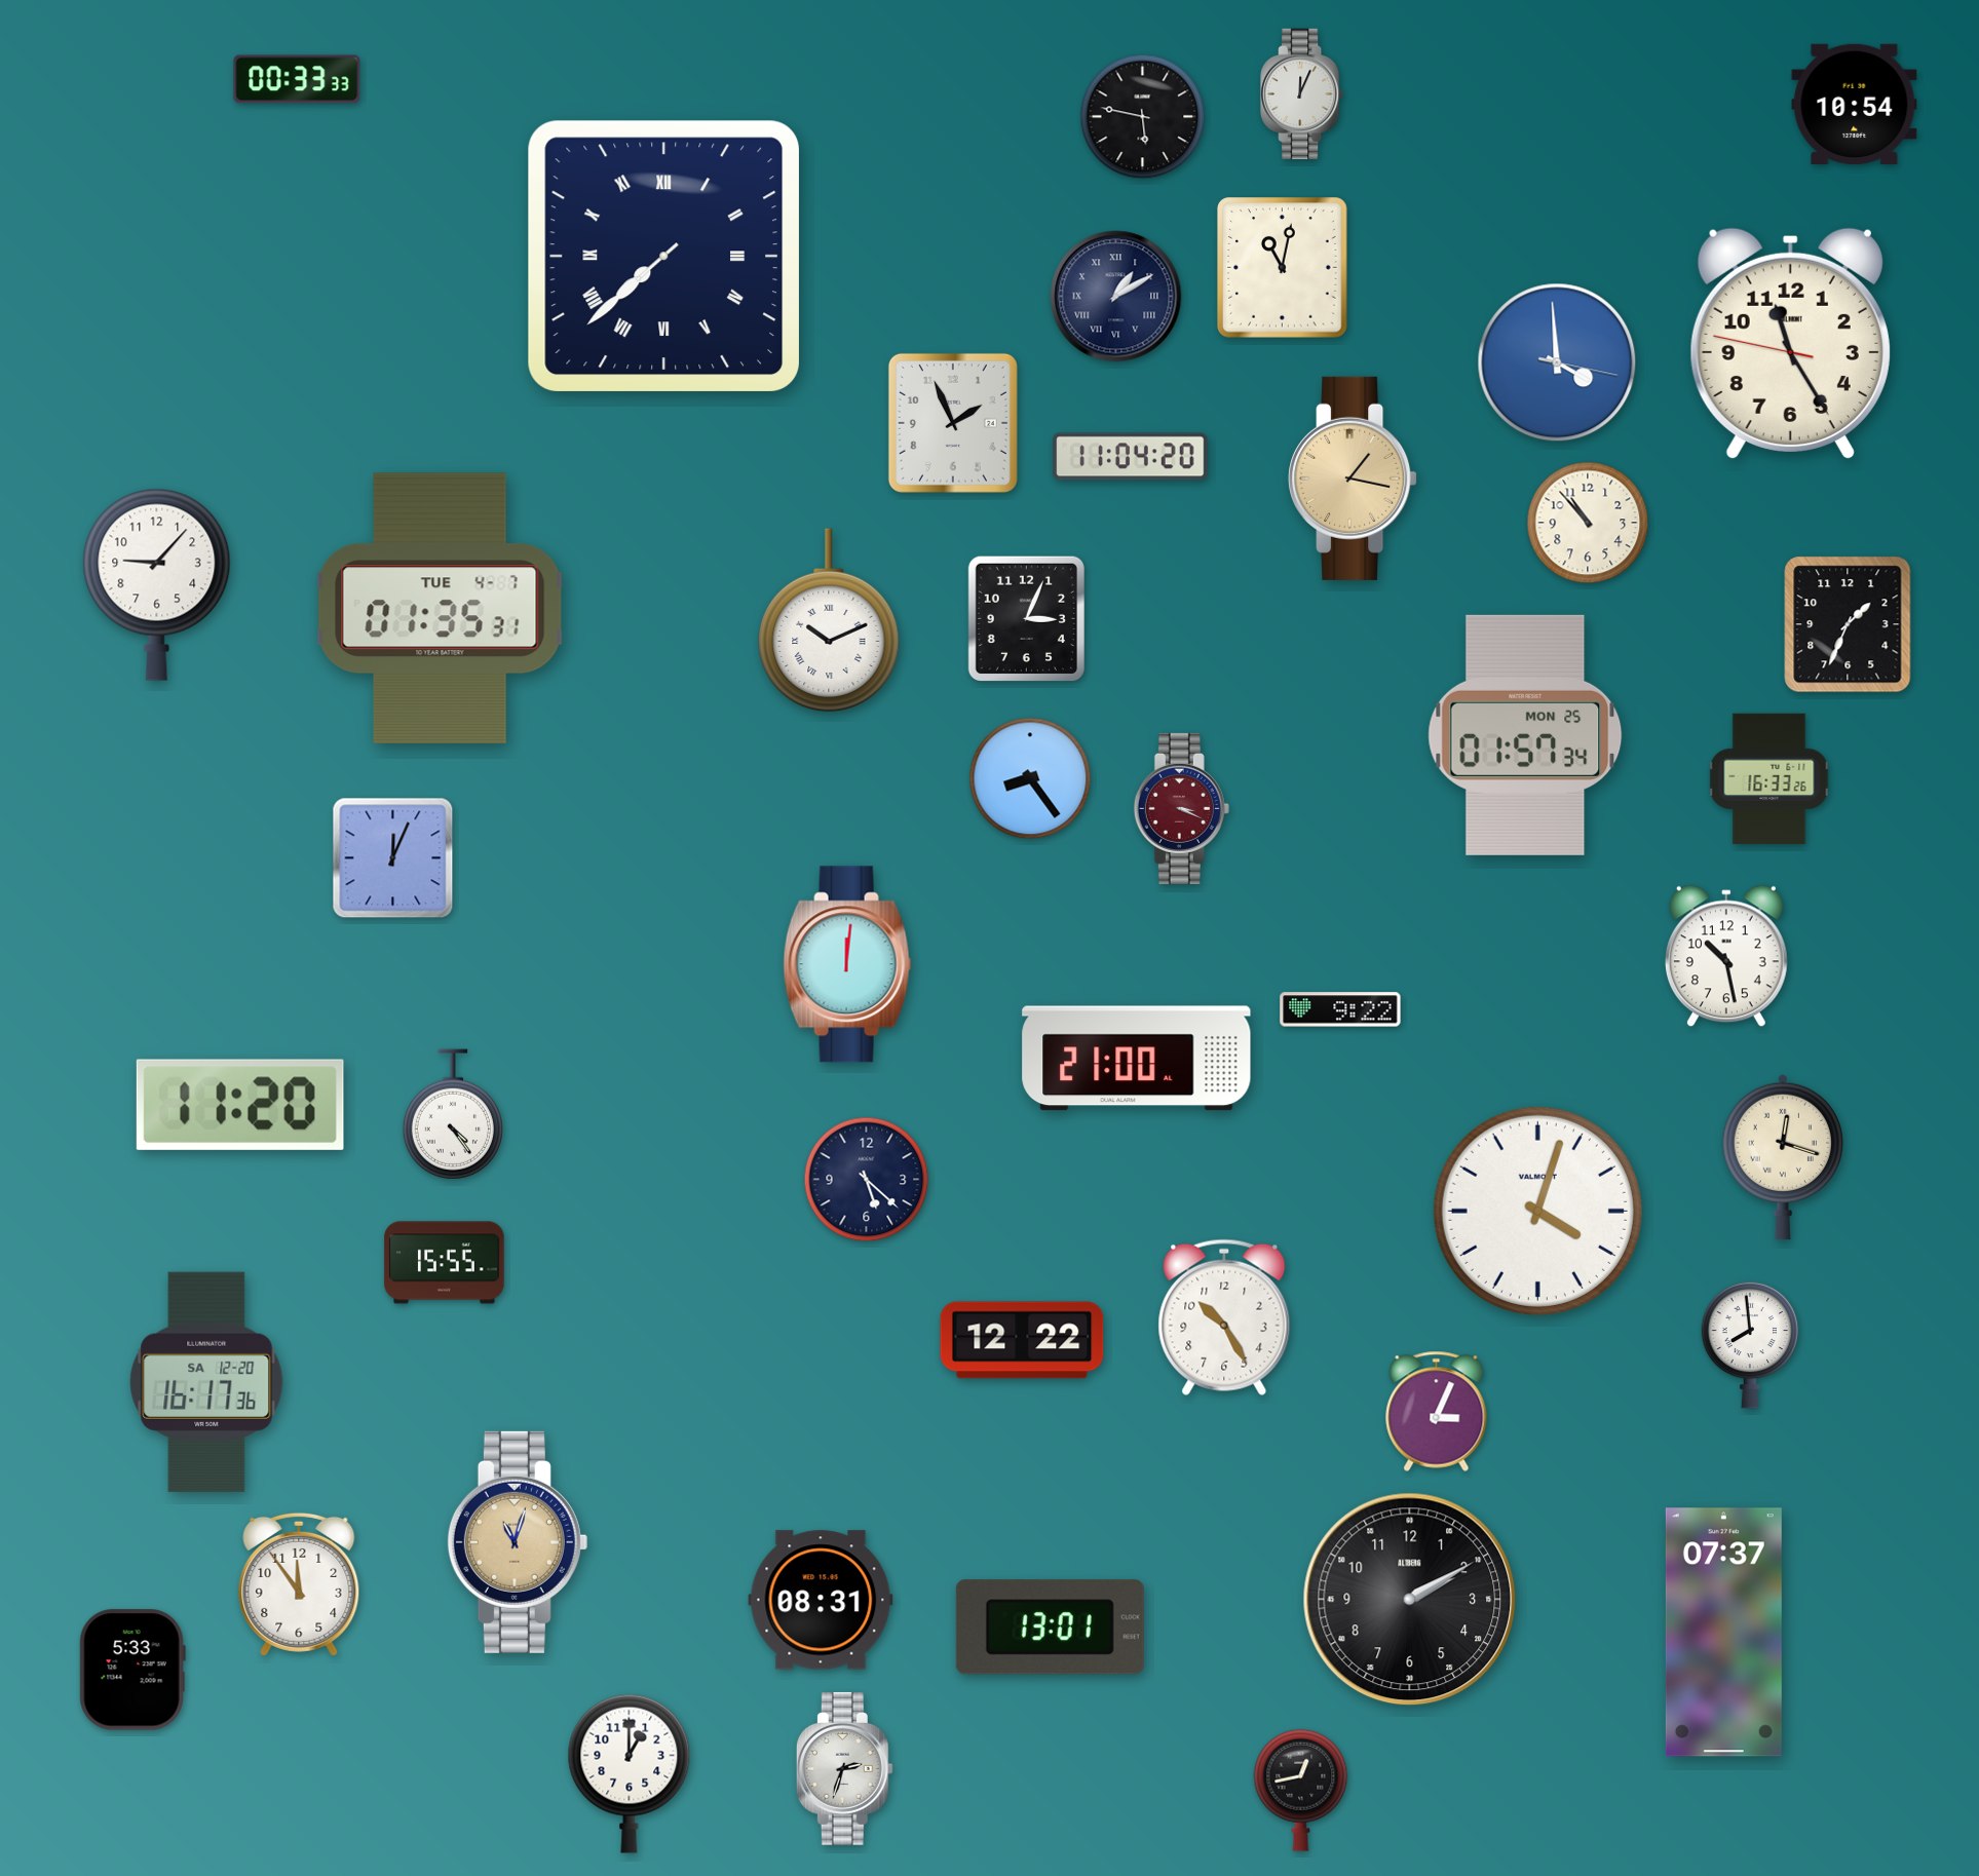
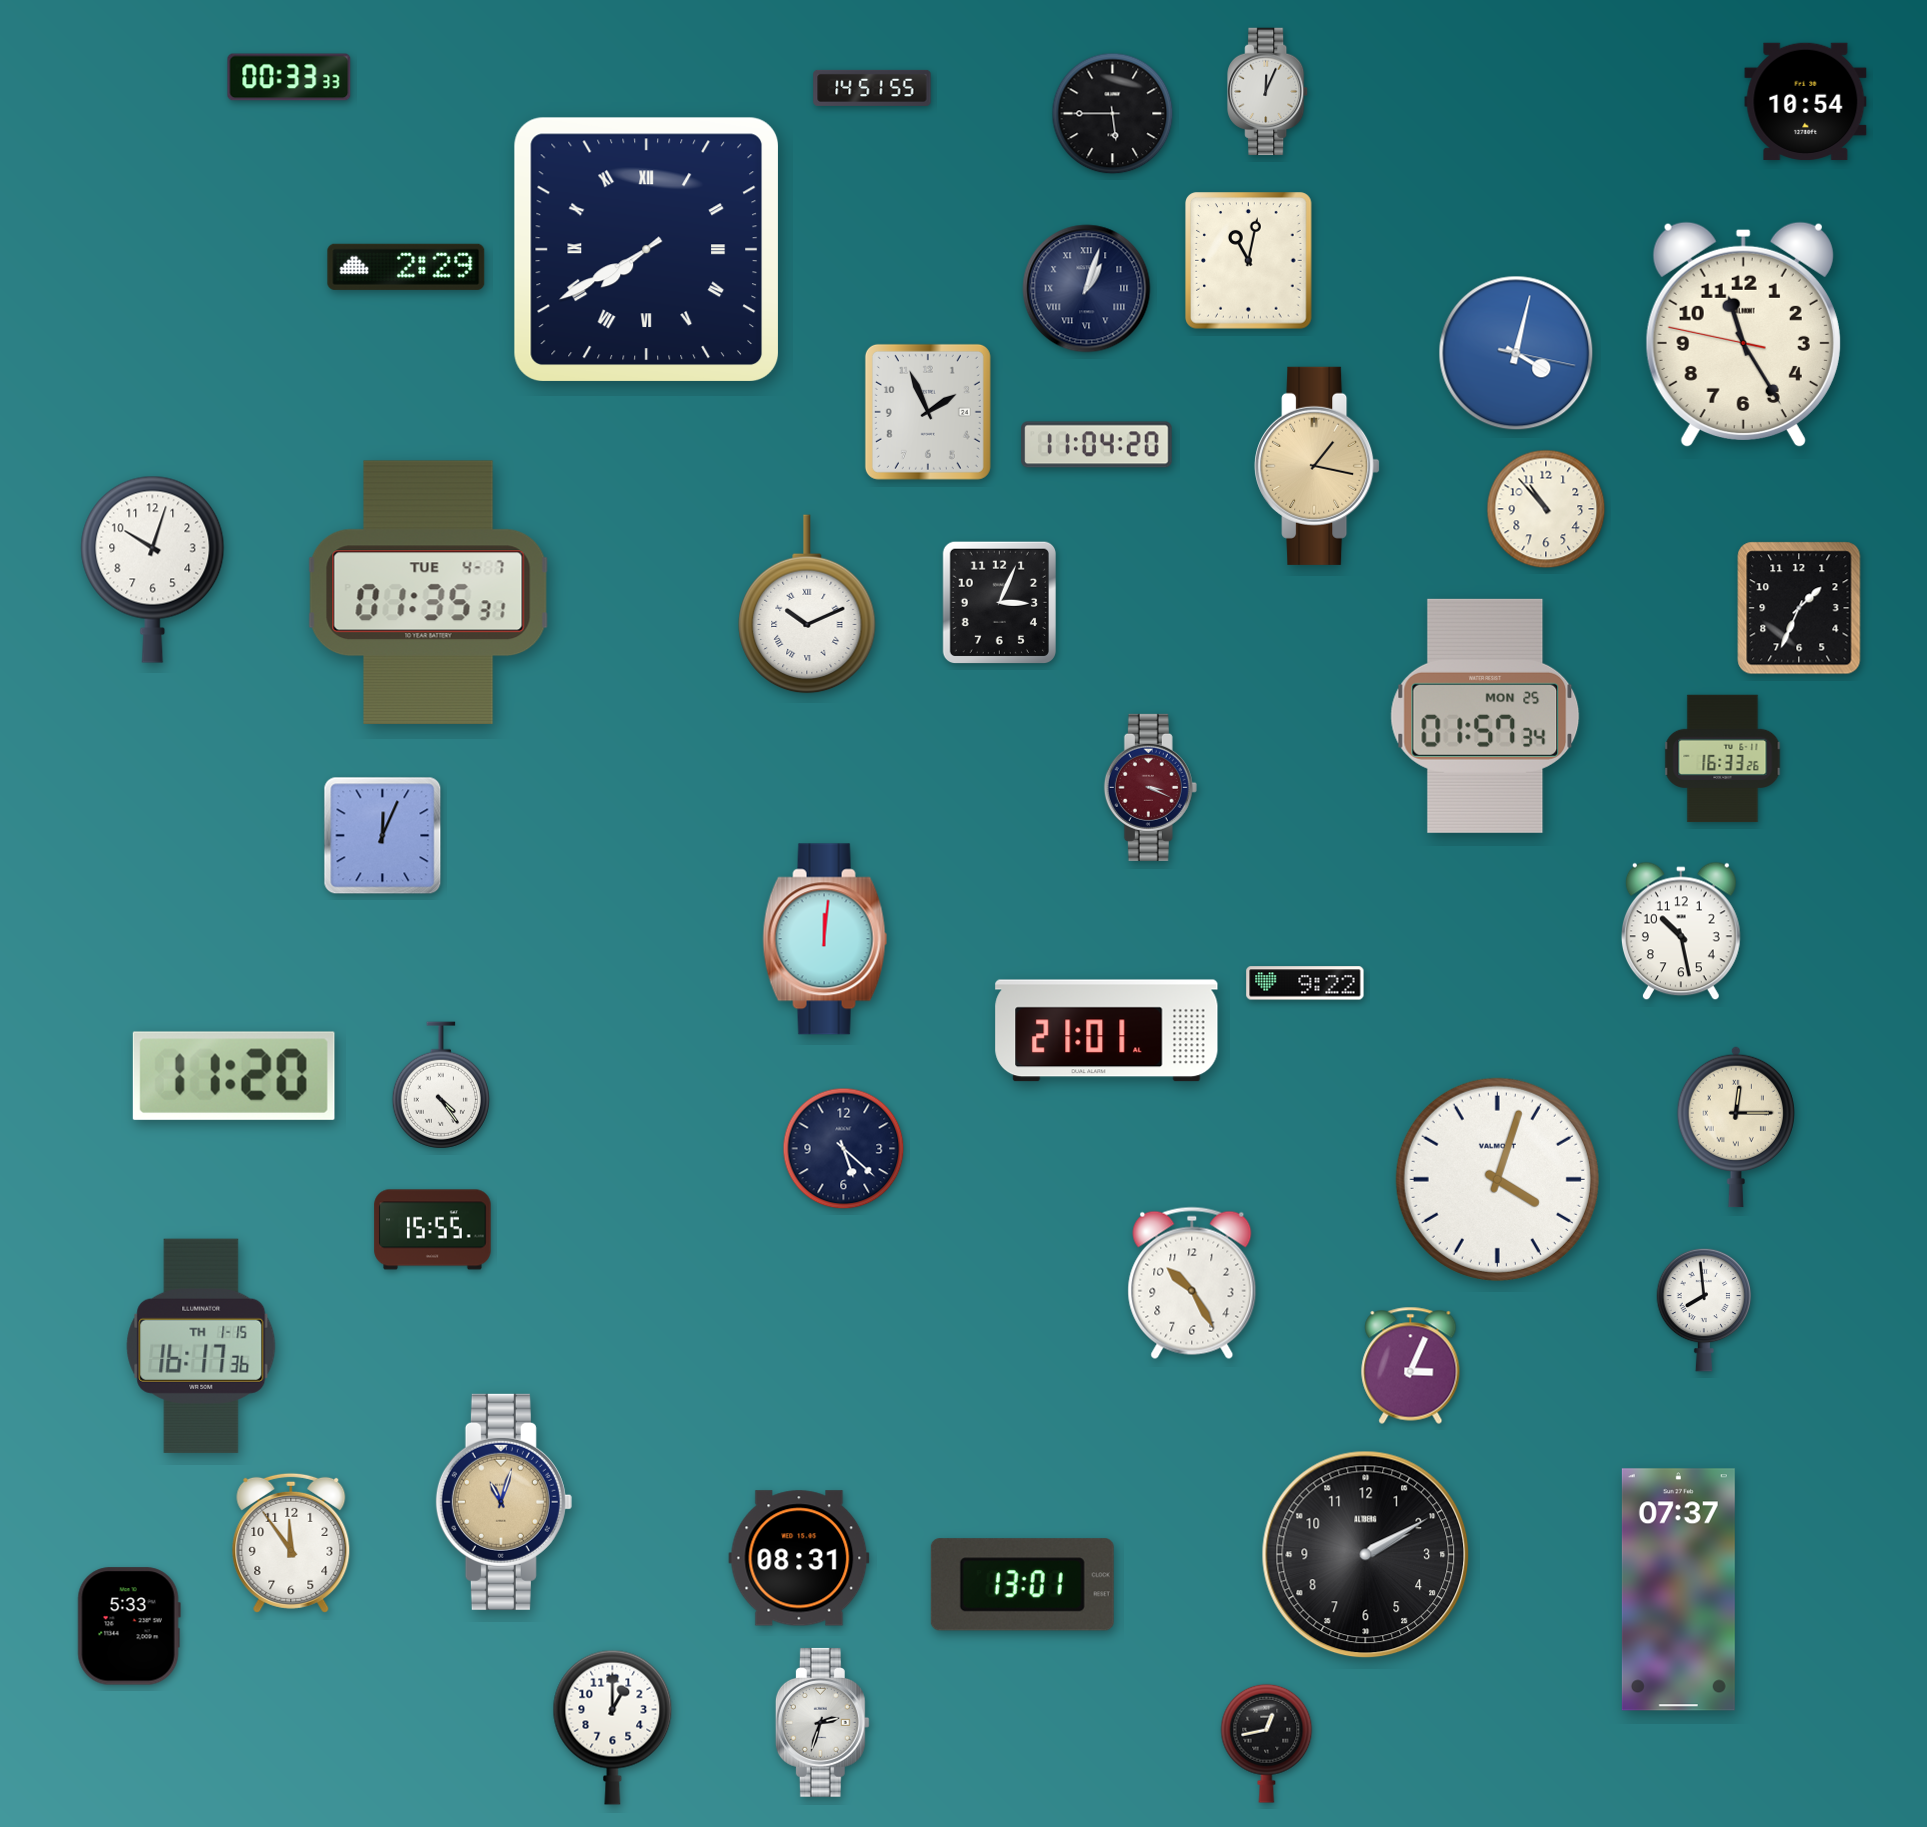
clock at (872, 88): none -> 14:51
clock at (1143, 117): 5:47 -> 5:45
clock at (663, 256): 7:38 -> 7:40
clock at (406, 267): none -> 2:29
clock at (1116, 297): 1:10 -> 1:03
clock at (1557, 362): 3:59 -> 4:02
clock at (1131, 457) position: (1131, 457) -> (1097, 445)
clock at (157, 584): 9:07 -> 10:03
clock at (1030, 778): 8:24 -> none
clock at (1137, 1059): 21:00 -> 21:01
clock at (1783, 1157): 12:18 -> 12:15
clock at (1022, 1340): 12:22 -> none
clock at (206, 1382) date: SA 12-20 -> TH 1-15
clock at (1437, 1411) position: (1437, 1411) -> (1411, 1365)
clock at (1410, 1600) position: (1410, 1600) -> (1366, 1555)
